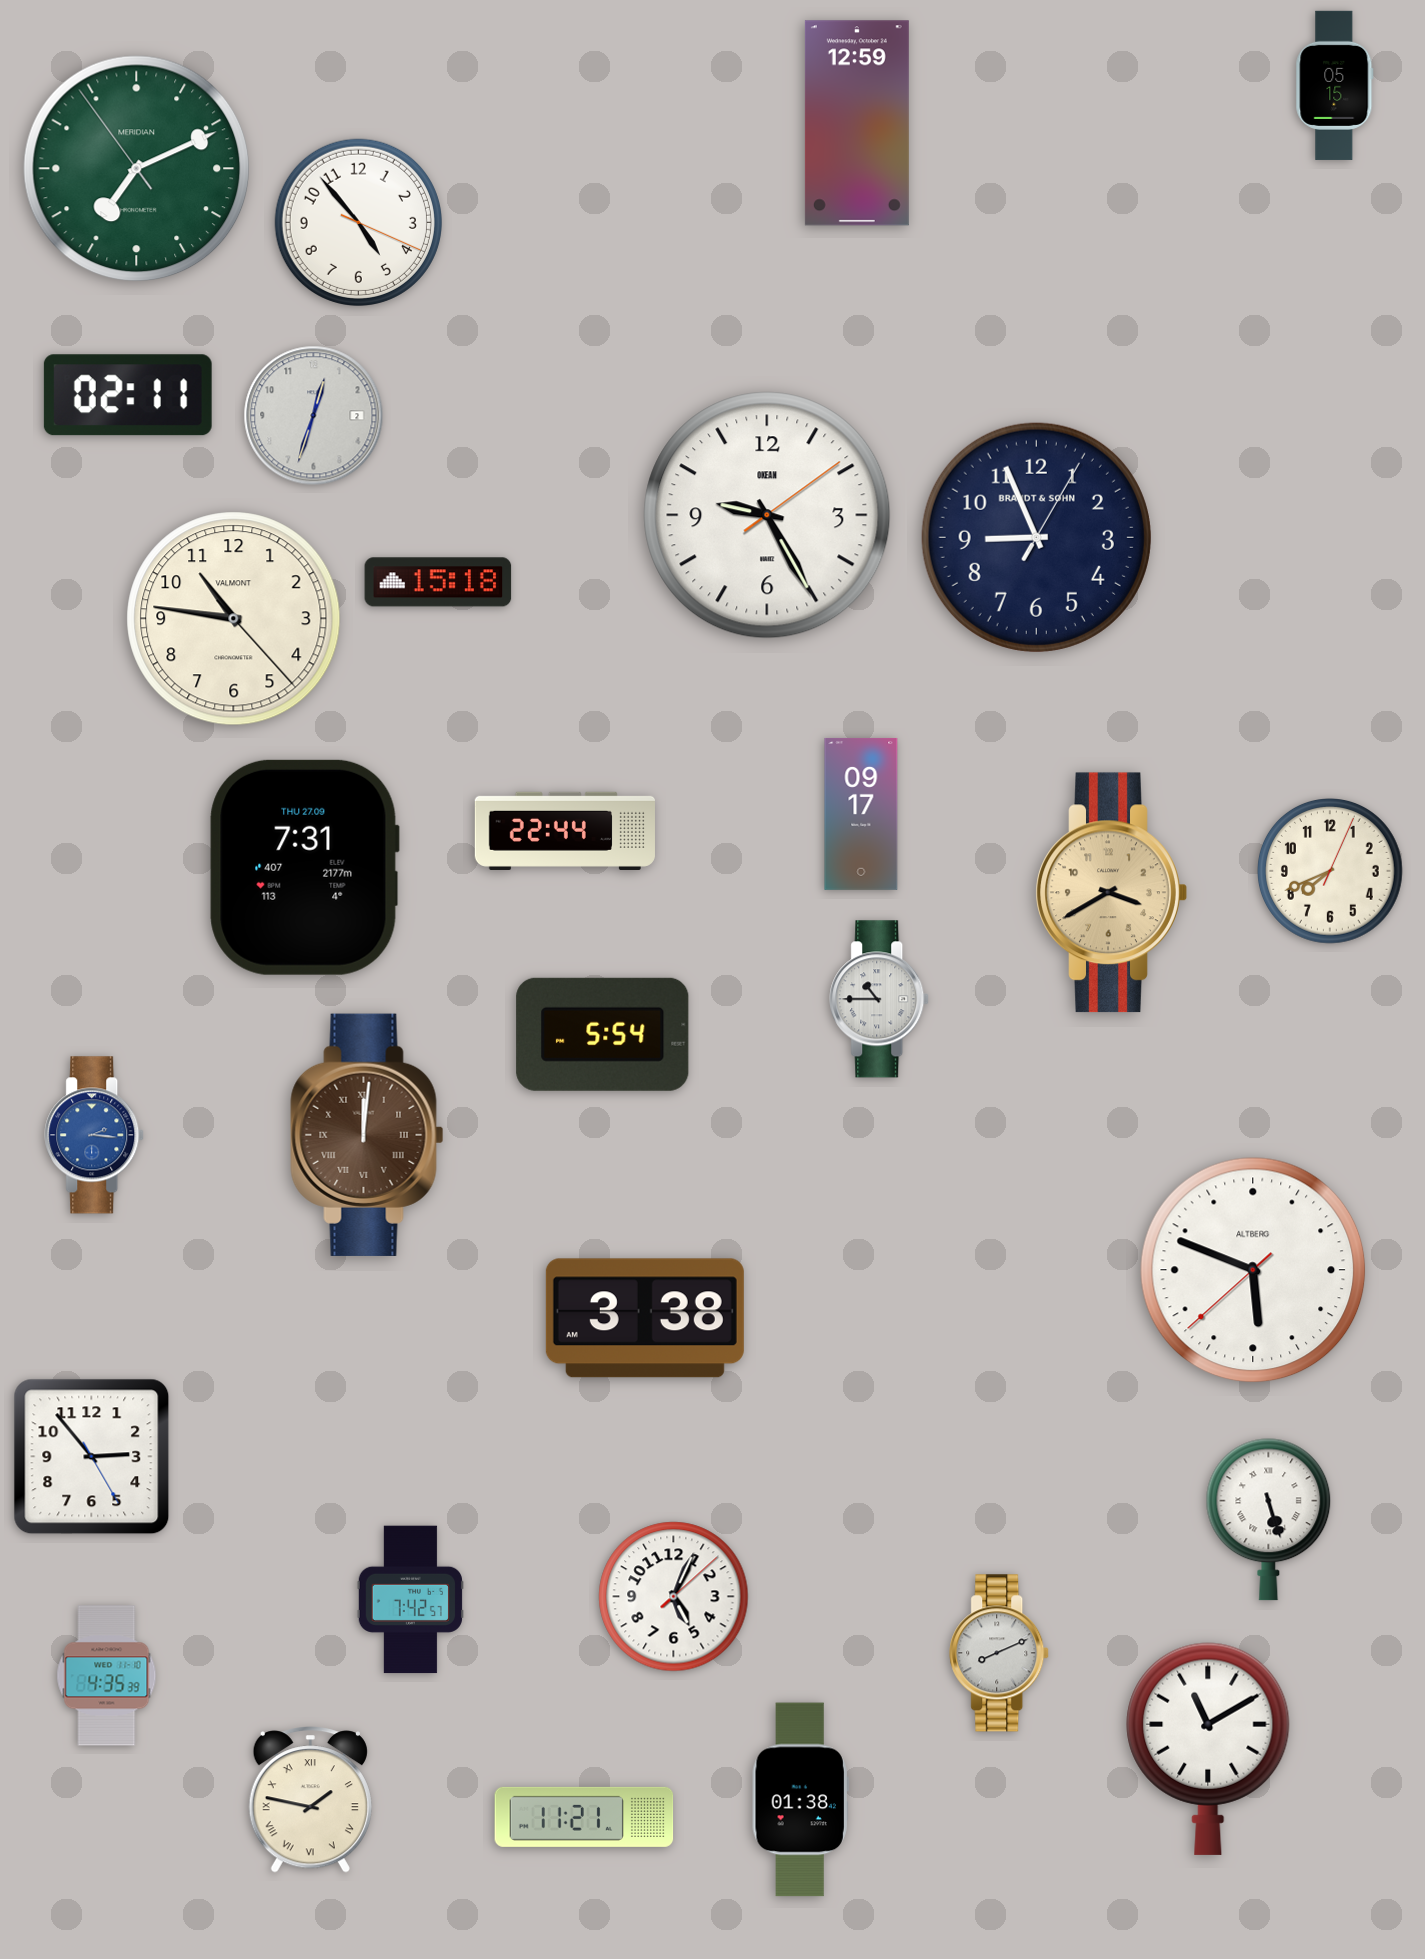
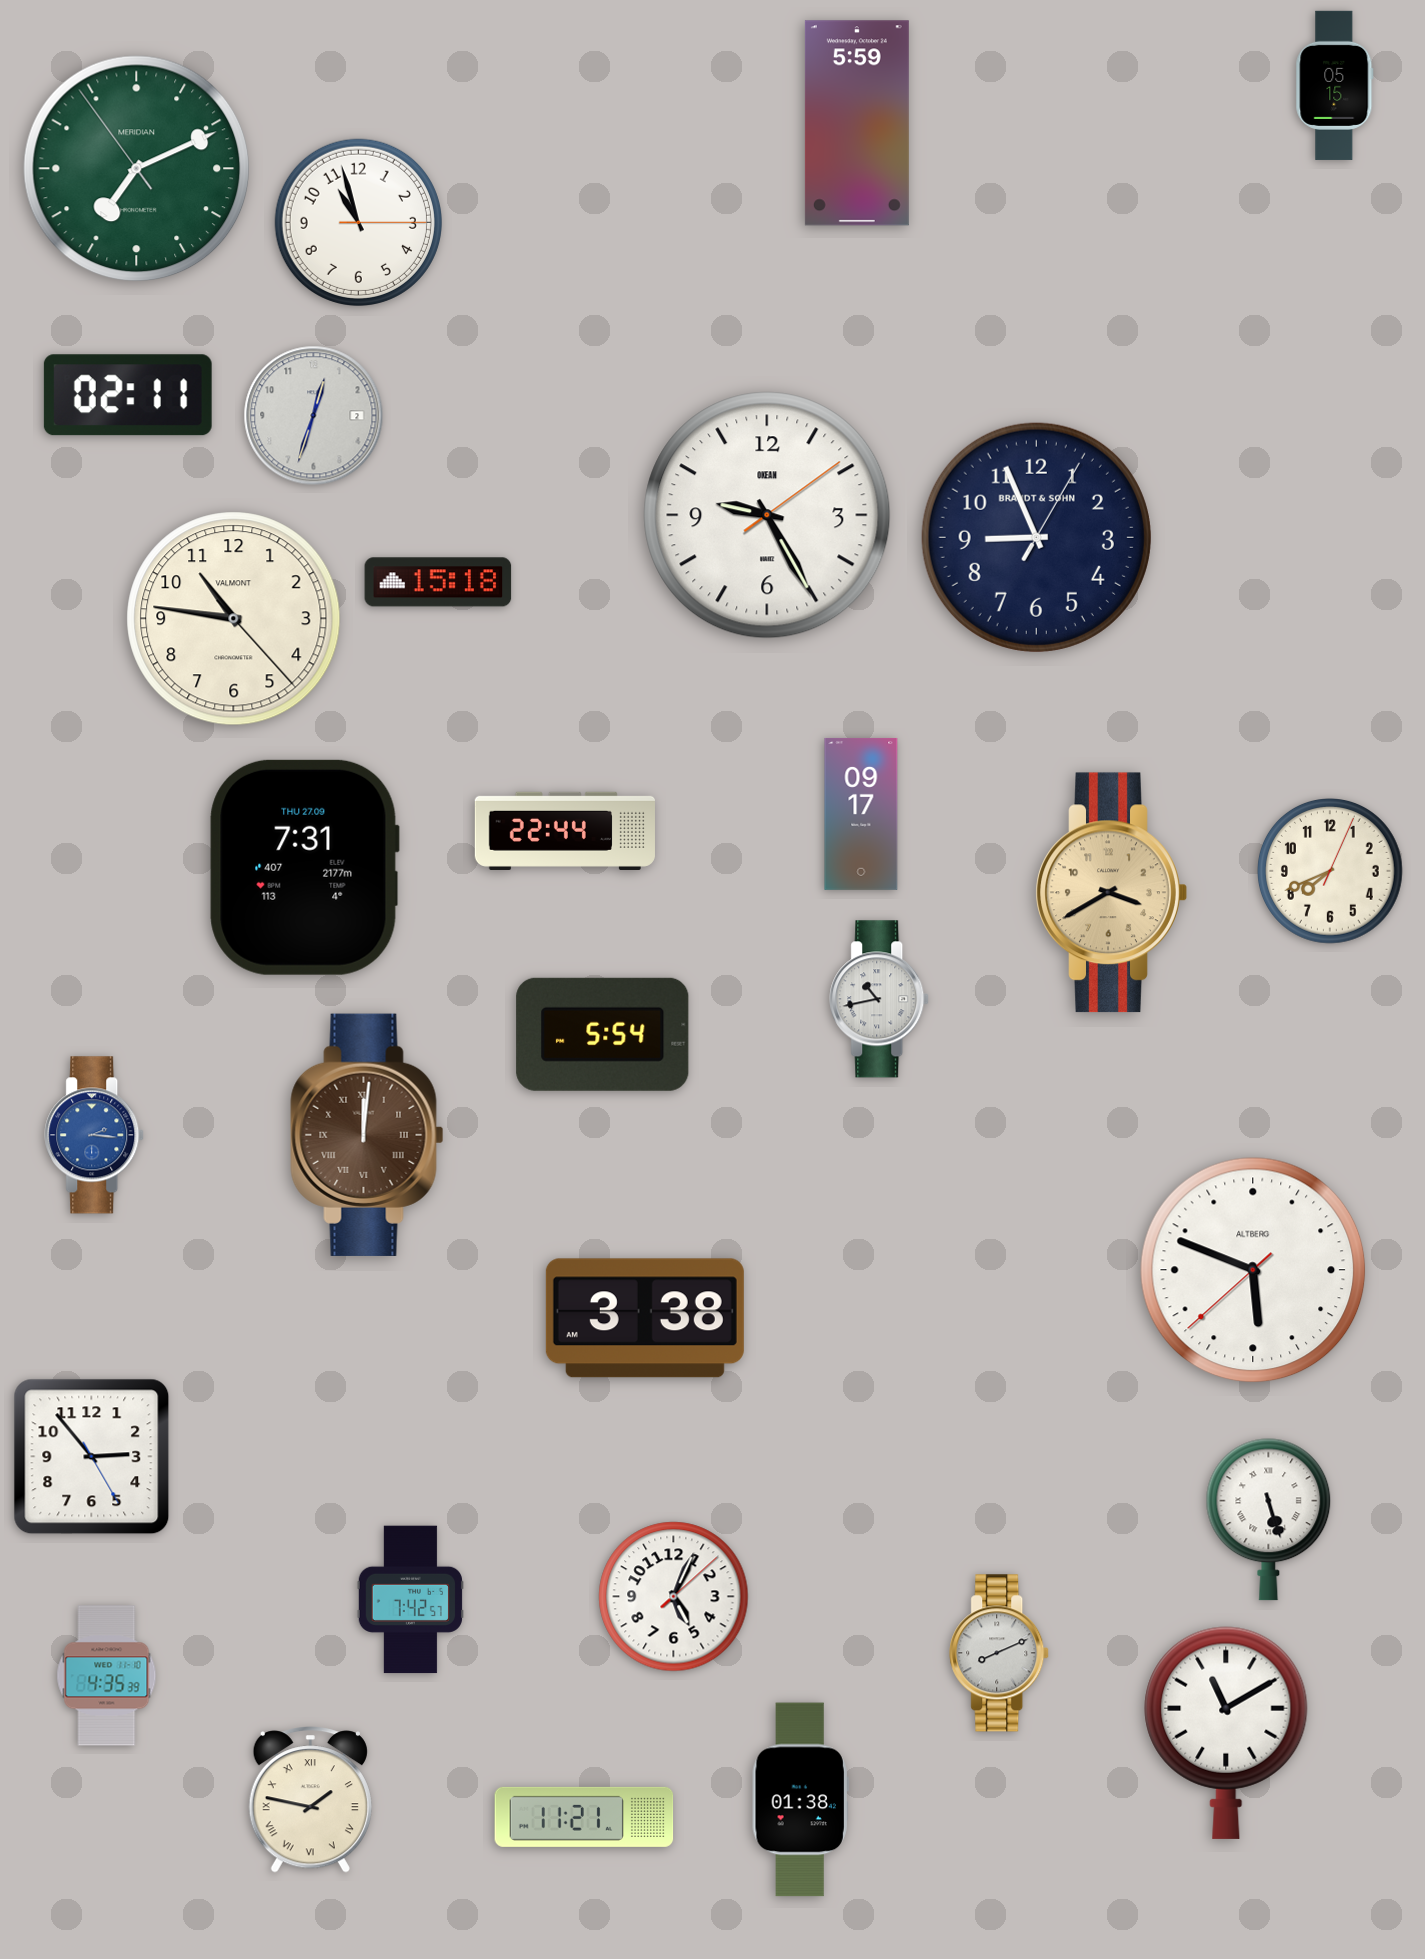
clock at (857, 123): 12:59 -> 5:59
clock at (358, 222): 4:53 -> 10:57
clock at (880, 999): 10:45 -> 10:43
clock at (1208, 1749) position: (1208, 1749) -> (1226, 1733)
